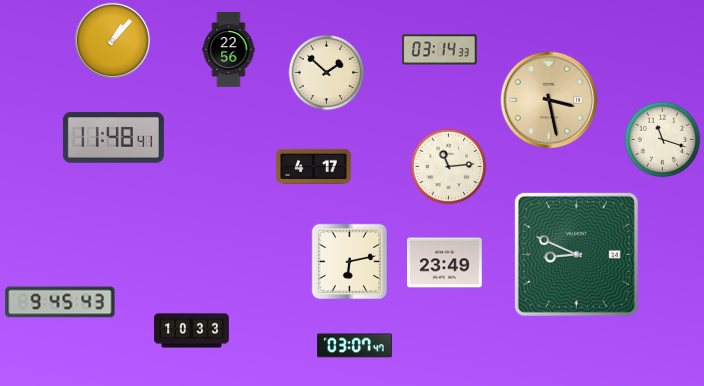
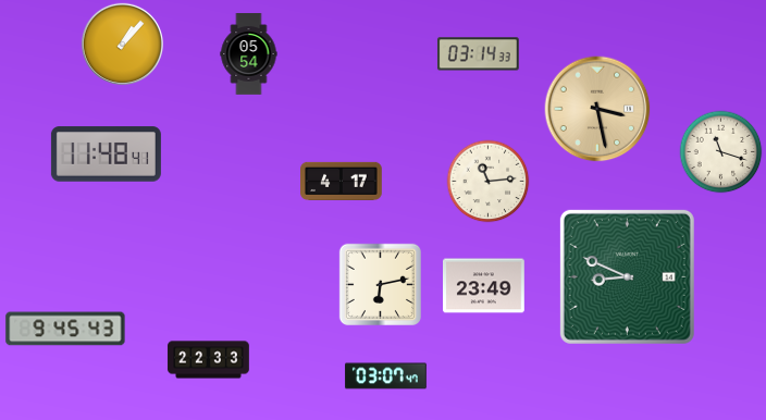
clock at (229, 50): 22:56 -> 05:54
clock at (327, 73): 1:52 -> none
clock at (113, 138) position: (113, 138) -> (106, 155)
clock at (192, 331): 10:33 -> 22:33
